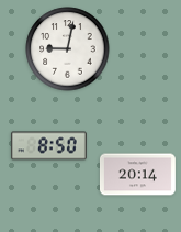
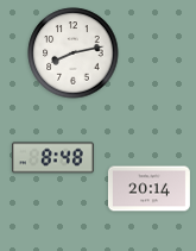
clock at (68, 49): 9:02 -> 8:13
clock at (48, 146): 8:50 -> 8:48
